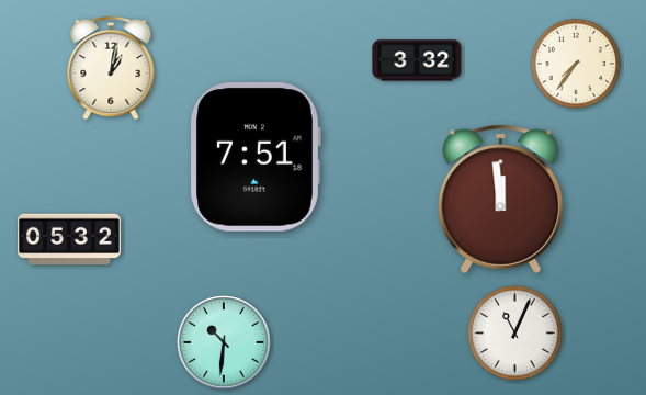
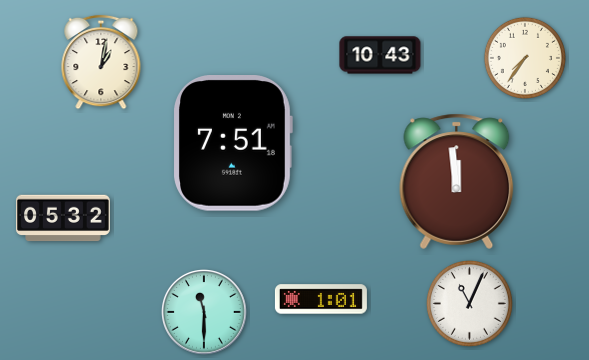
clock at (417, 60): 3:32 -> 10:43
clock at (321, 299): none -> 1:01
clock at (225, 343): 10:31 -> 11:30
